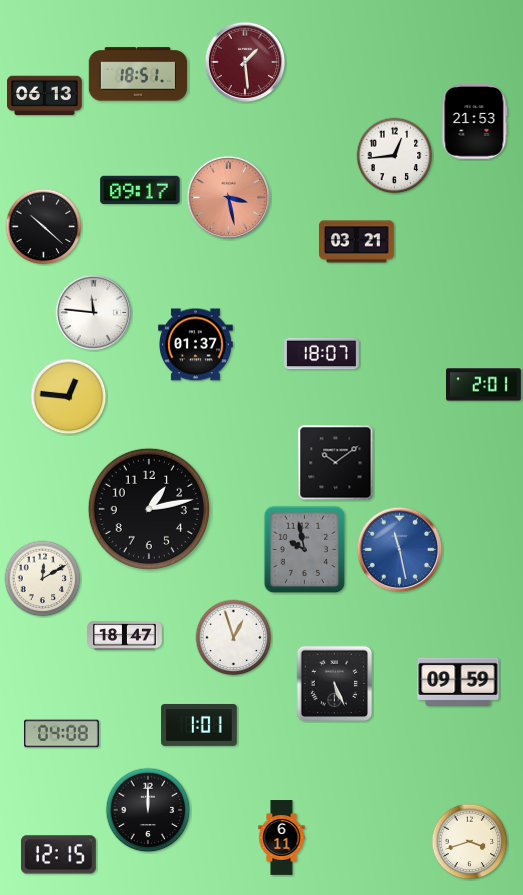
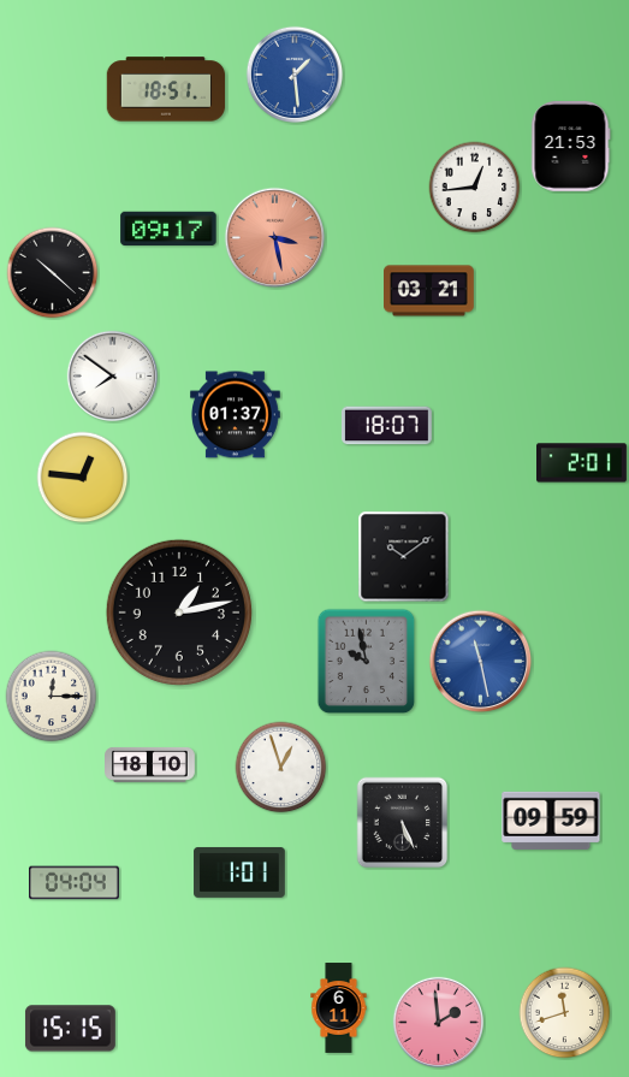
clock at (245, 62) dial: burgundy -> blue
clock at (45, 96): 06:13 -> none
clock at (93, 312): 11:46 -> 7:51
clock at (43, 579): 12:10 -> 12:15
clock at (125, 635): 18:47 -> 18:10
clock at (62, 734): 04:08 -> 04:04
clock at (148, 810): 12:00 -> none
clock at (470, 842): 3:42 -> 11:42
clock at (438, 1022): none -> 1:59
clock at (58, 855): 12:15 -> 15:15
